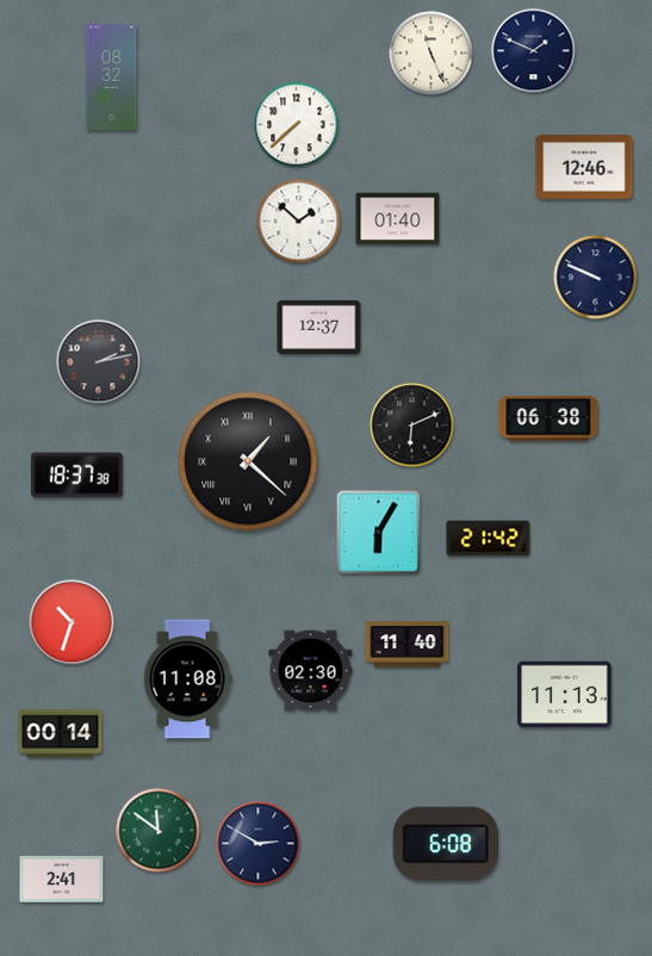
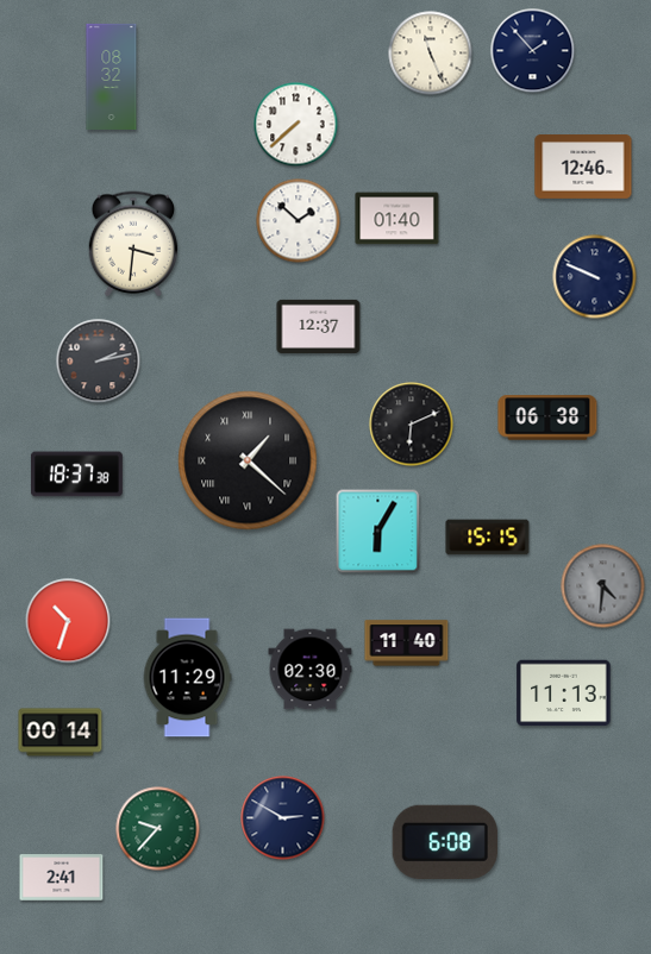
clock at (534, 51): 1:49 -> 1:53
clock at (133, 244): none -> 3:31
clock at (489, 539): 21:42 -> 15:15
clock at (603, 586): none -> 4:31
clock at (72, 622) position: (72, 622) -> (68, 621)
clock at (187, 679): 11:08 -> 11:29
clock at (159, 831): 11:51 -> 9:37
clock at (259, 844) position: (259, 844) -> (283, 818)
